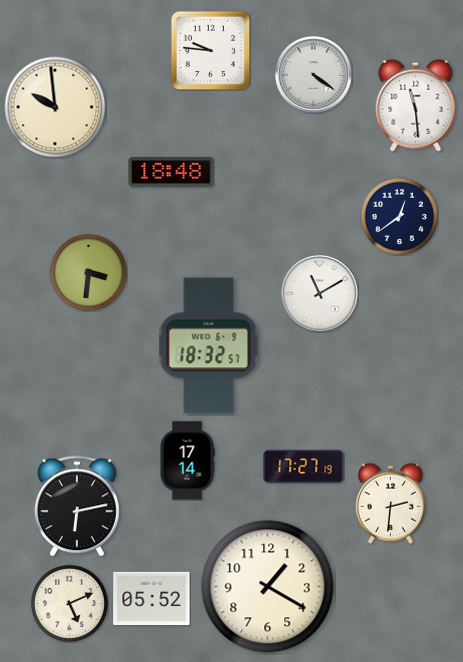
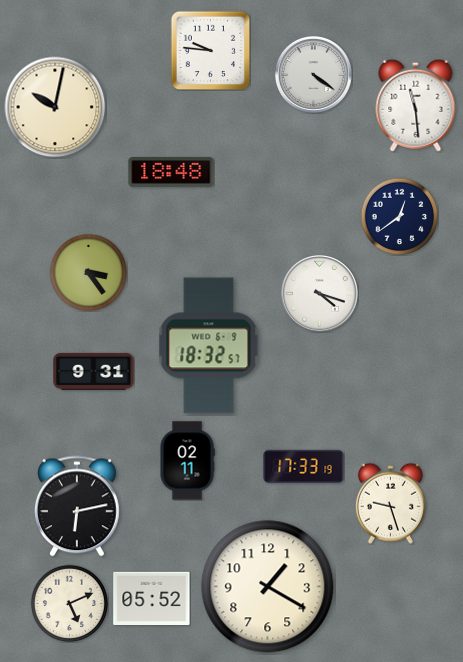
clock at (55, 107): 9:59 -> 10:02
clock at (88, 272): 3:31 -> 3:24
clock at (319, 293): 11:10 -> 4:18
clock at (94, 371): none -> 9:31
clock at (187, 461): 17:14 -> 02:11
clock at (304, 466): 17:27 -> 17:33
clock at (390, 503): 2:31 -> 9:27
